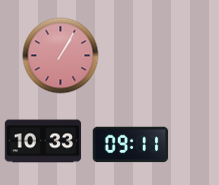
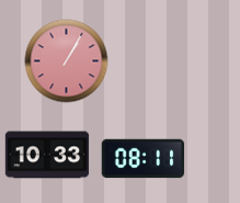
clock at (131, 145): 09:11 -> 08:11
